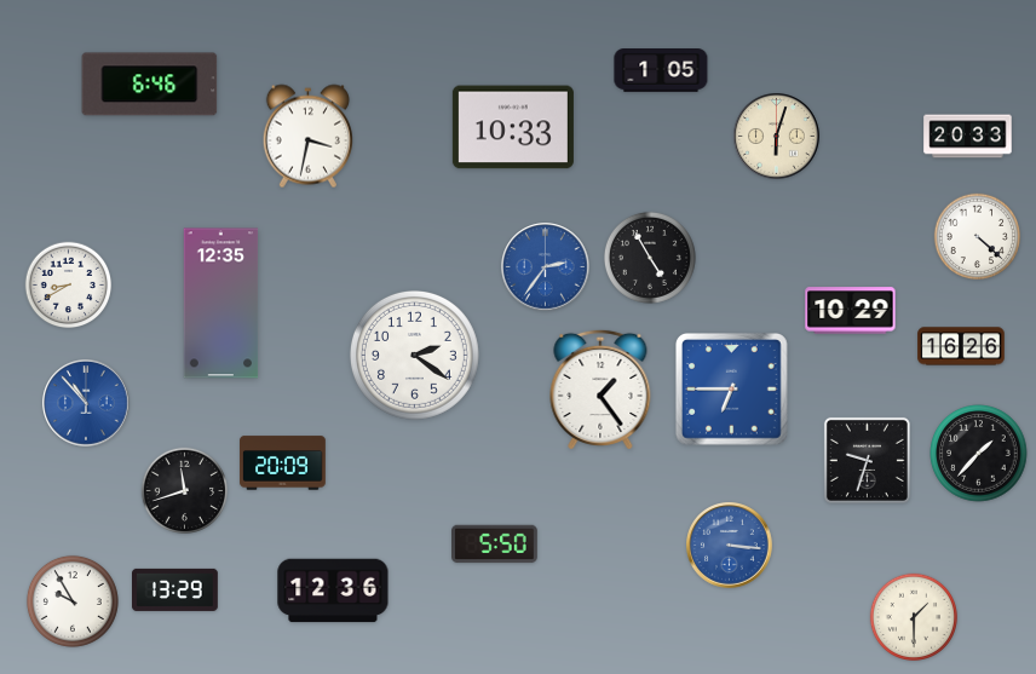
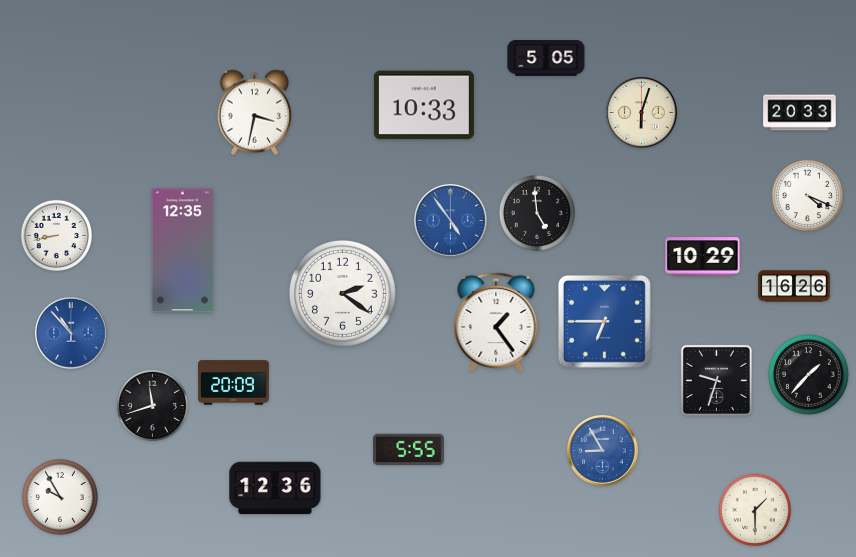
clock at (661, 71): 1:05 -> 5:05
clock at (150, 85): 6:46 -> none
clock at (978, 237): 4:22 -> 4:19
clock at (650, 258): 4:55 -> 4:59
clock at (546, 267): 2:36 -> 4:54
clock at (69, 286): 8:40 -> 8:43
clock at (495, 545): 5:50 -> 5:55
clock at (730, 546): 3:16 -> 8:55
clock at (175, 589): 13:29 -> none
